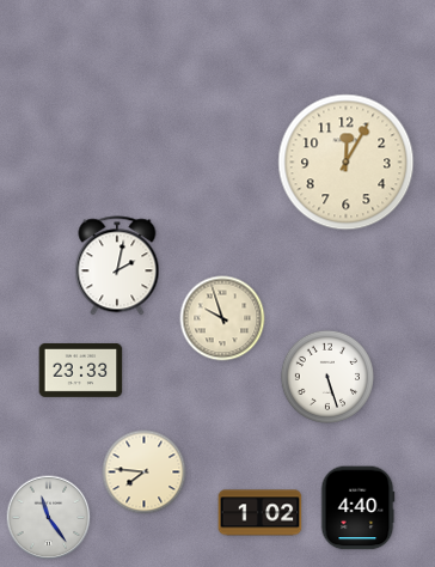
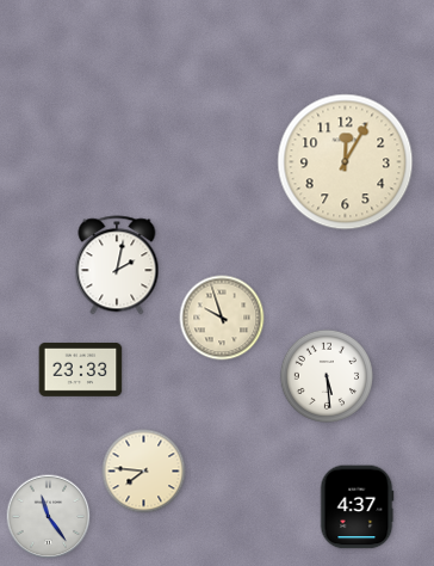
clock at (327, 377): 5:27 -> 5:29
clock at (357, 508): 4:40 -> 4:37
clock at (261, 513): 1:02 -> none
